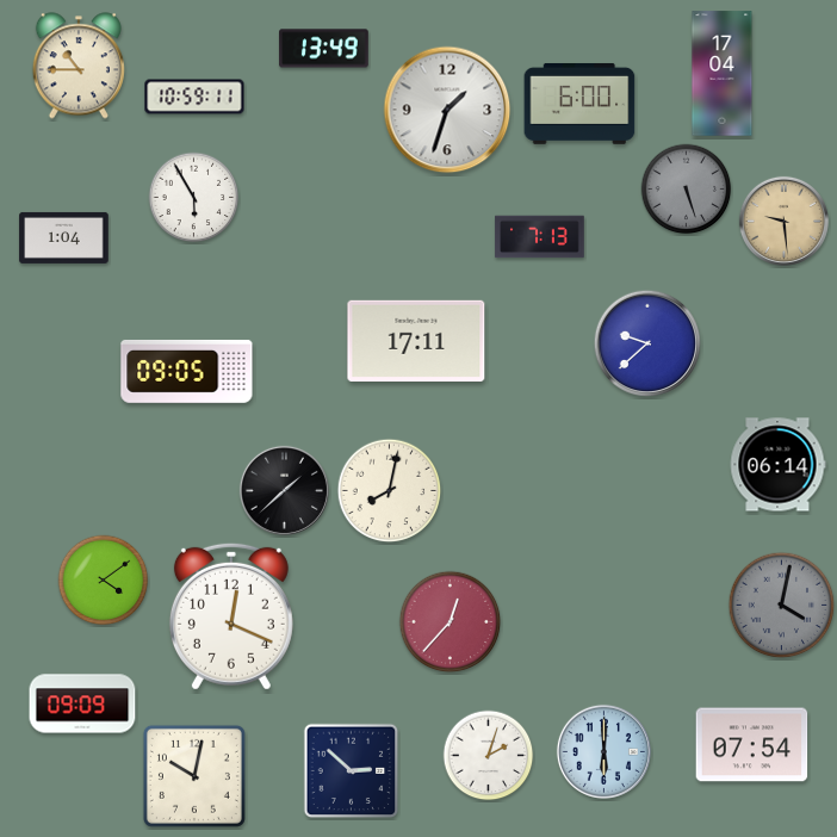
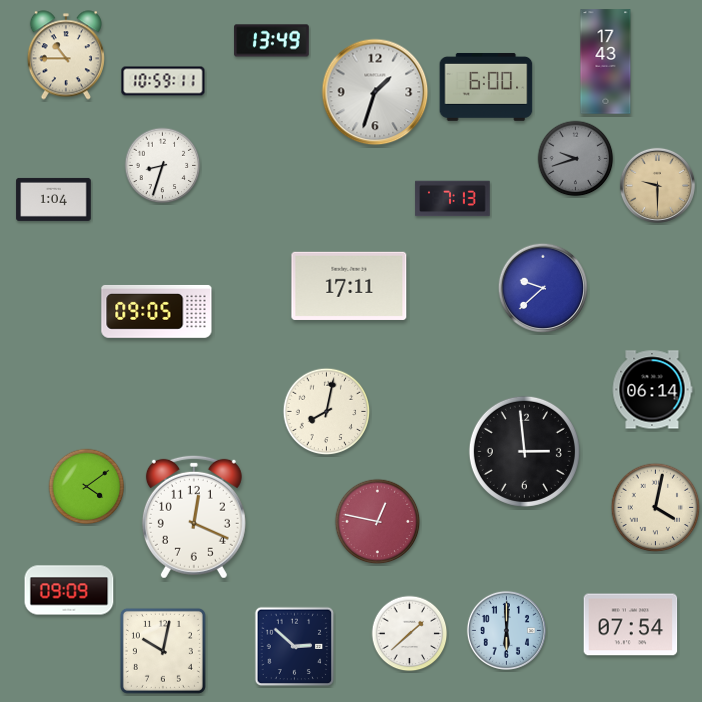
clock at (723, 74): 17:04 -> 17:43
clock at (687, 190): 5:27 -> 9:42
clock at (194, 198): 5:55 -> 8:33
clock at (783, 221): 9:29 -> 9:30
clock at (284, 490): 1:38 -> none
clock at (524, 451): none -> 2:59
clock at (782, 606) dial: grey -> cream
clock at (451, 622): 12:37 -> 12:47
clock at (489, 756): 2:03 -> 1:38
